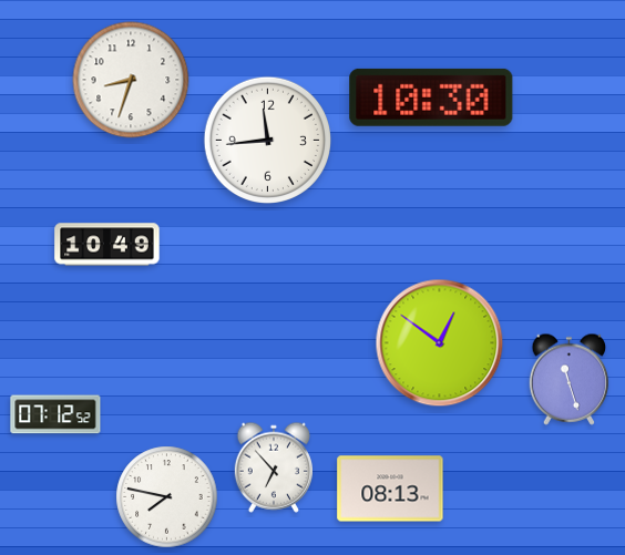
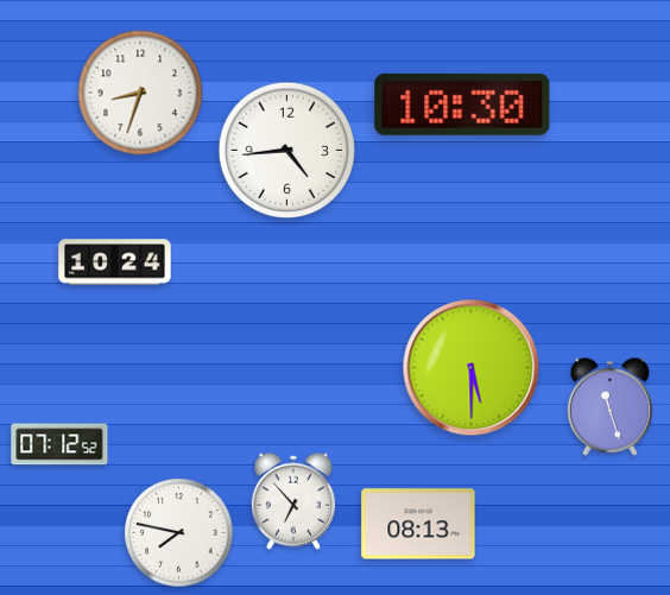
clock at (131, 80) position: (131, 80) -> (140, 93)
clock at (267, 140): 11:44 -> 4:44
clock at (107, 245): 10:49 -> 10:24
clock at (440, 343): 12:51 -> 5:30
